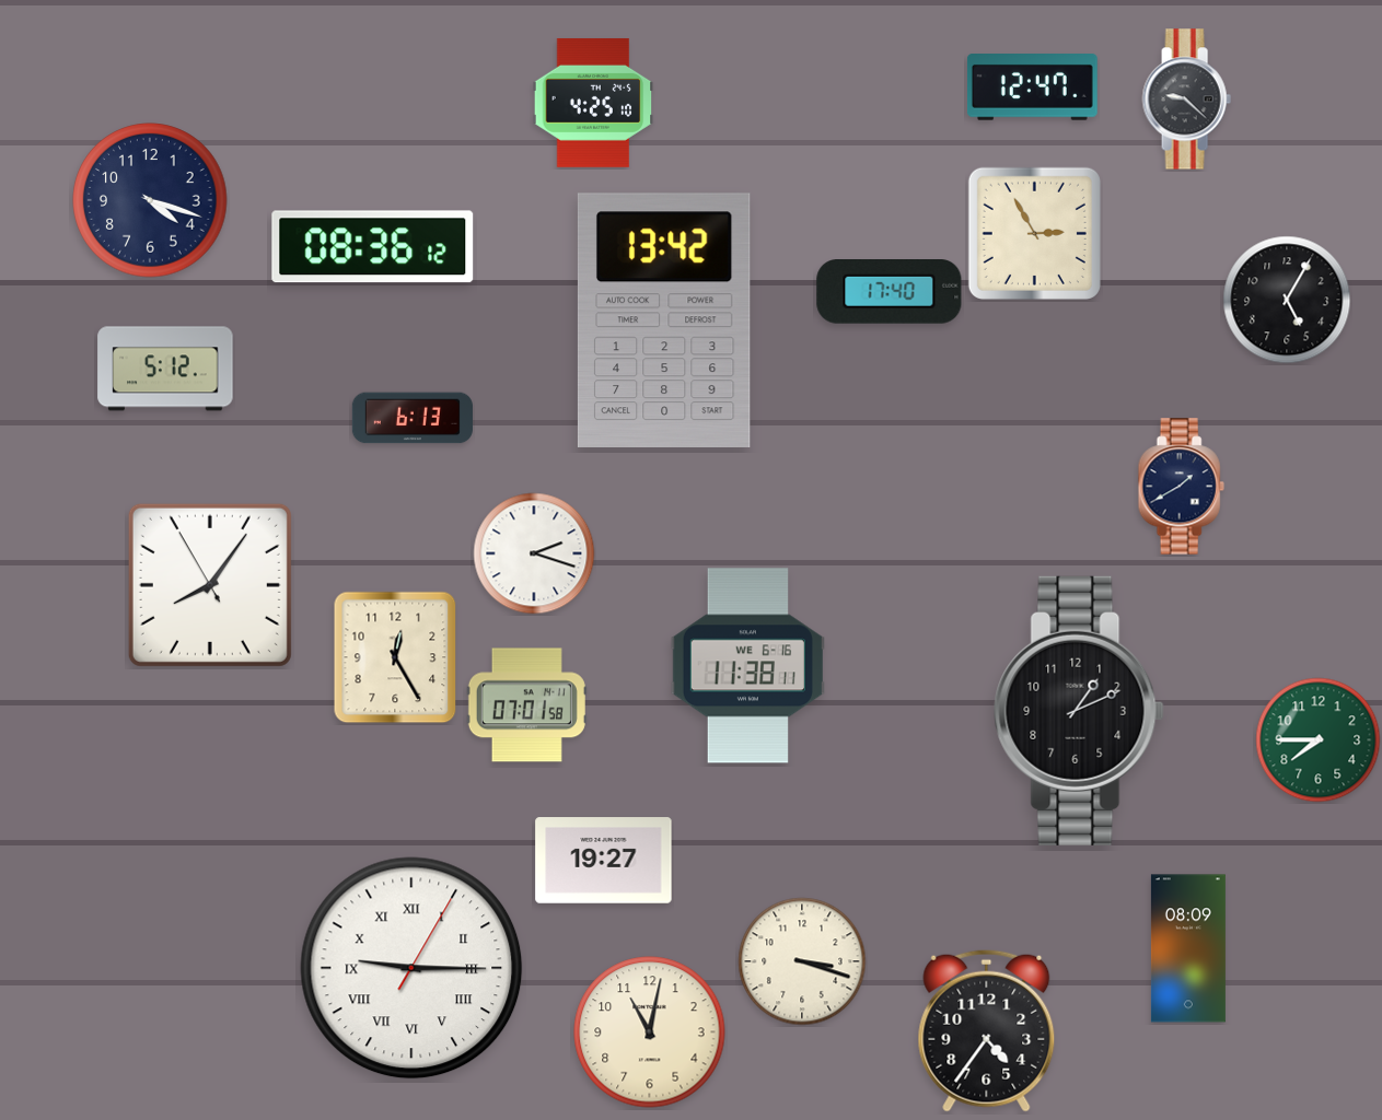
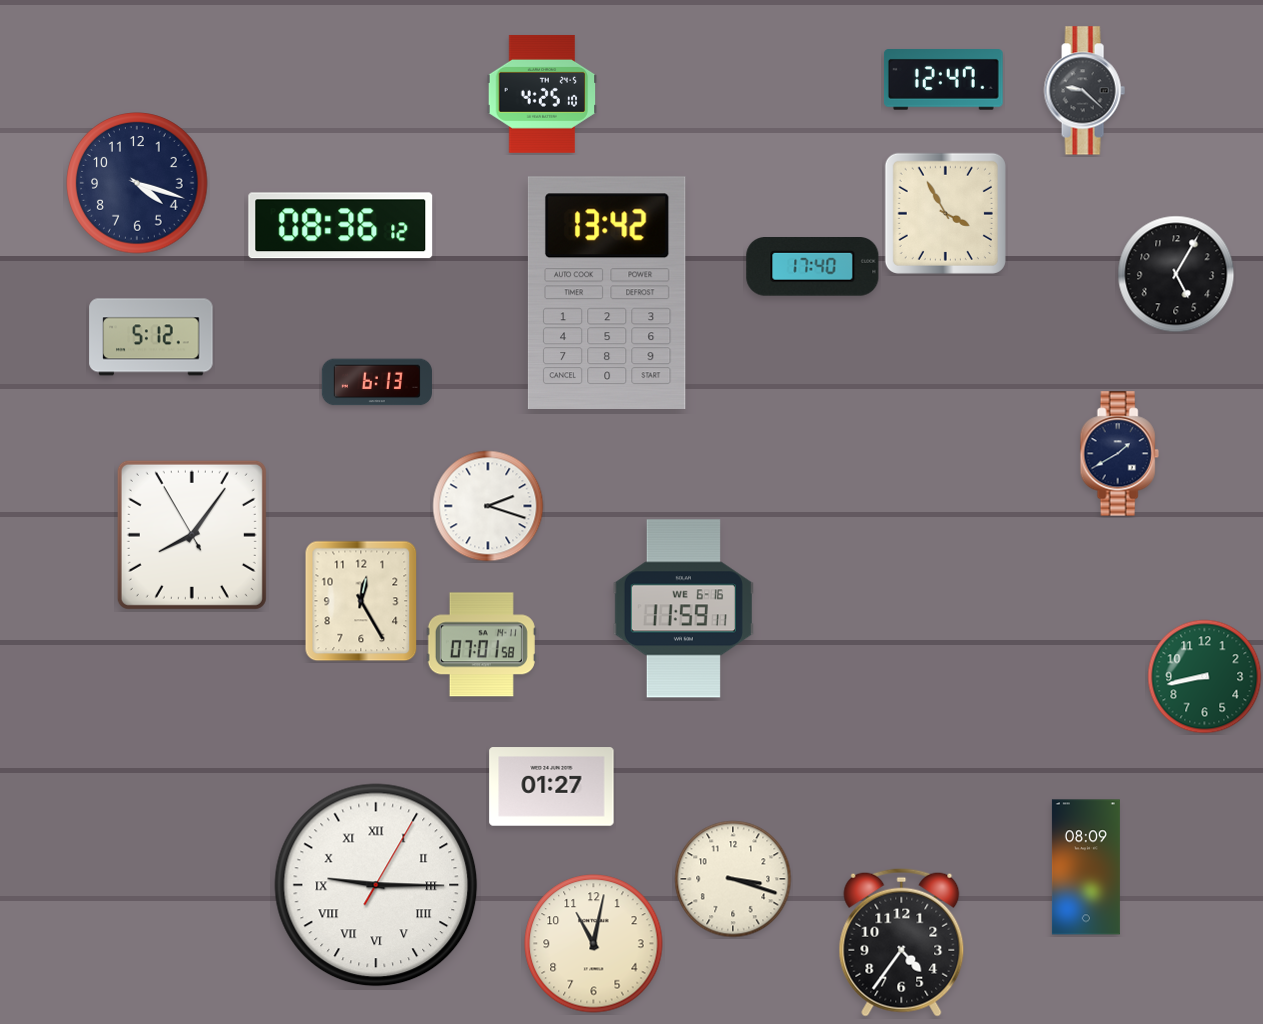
clock at (1034, 233): 2:55 -> 3:55
clock at (1181, 487) position: (1181, 487) -> (1119, 454)
clock at (747, 666): 11:38 -> 11:59
clock at (1079, 711): 1:11 -> none
clock at (1319, 740): 7:45 -> 8:43
clock at (604, 861): 19:27 -> 01:27
